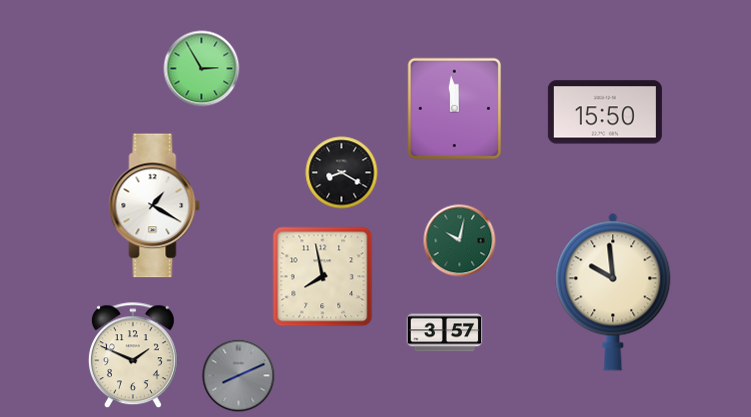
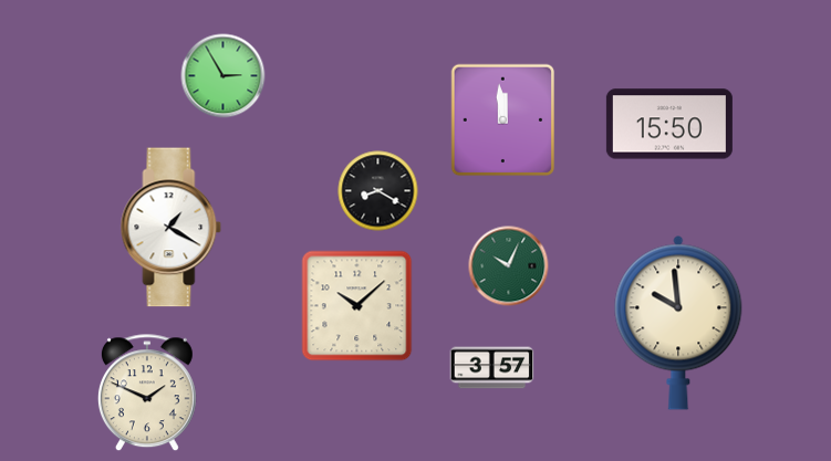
clock at (460, 241): 10:02 -> 10:04
clock at (323, 277): 7:58 -> 10:08
clock at (239, 376): 8:11 -> none
